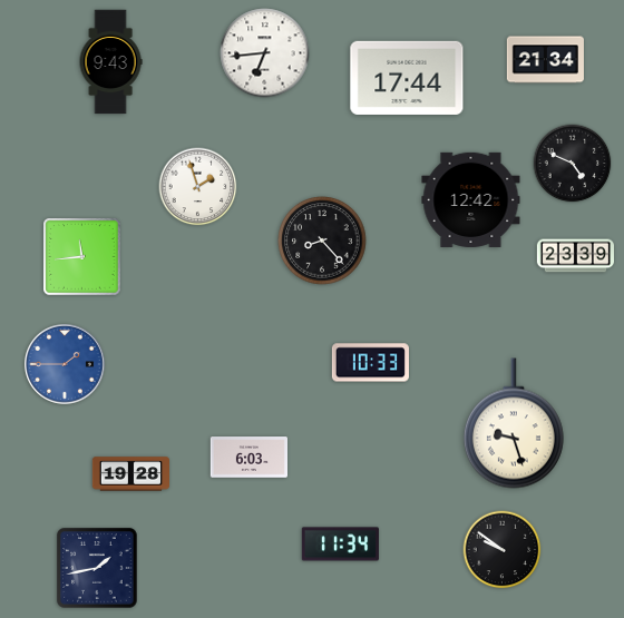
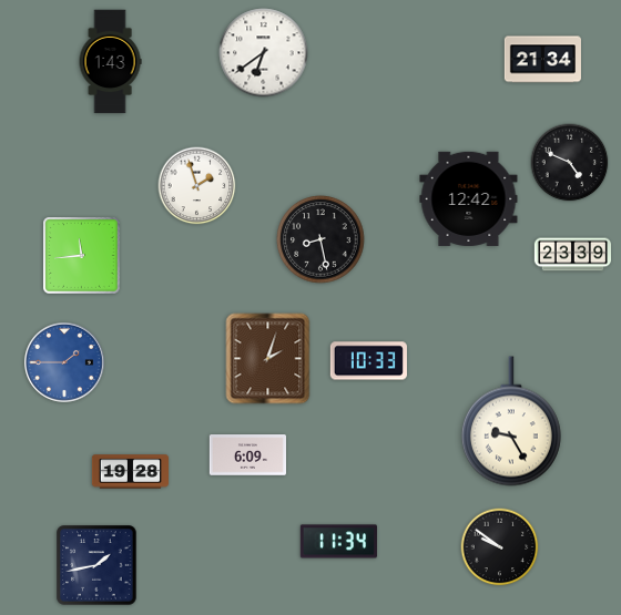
clock at (265, 53): 6:44 -> 6:39
clock at (110, 62): 9:43 -> 1:43
clock at (407, 78): 17:44 -> none
clock at (322, 241): 8:23 -> 8:28
clock at (268, 359): none -> 2:03
clock at (514, 423): 9:27 -> 9:25
clock at (248, 458): 6:03 -> 6:09
